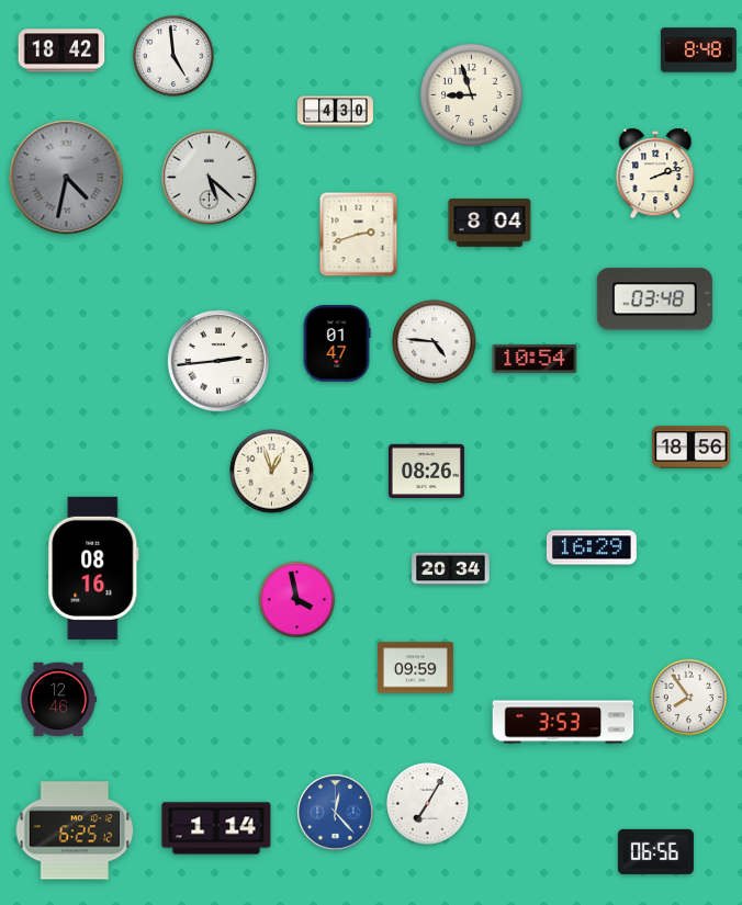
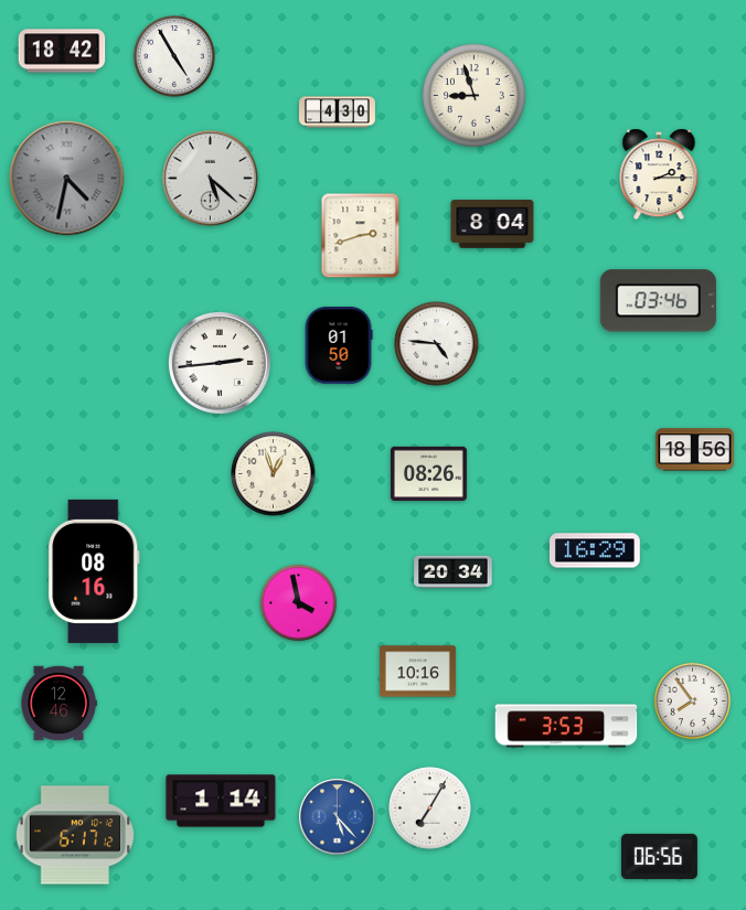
clock at (698, 50): 8:48 -> none
clock at (173, 56): 4:59 -> 4:55
clock at (655, 173): 2:12 -> 2:15
clock at (654, 299): 03:48 -> 03:46
clock at (337, 343): 01:47 -> 01:50
clock at (535, 359): 10:54 -> none
clock at (415, 668): 09:59 -> 10:16
clock at (336, 813): 12:23 -> 5:23
clock at (216, 828) position: (216, 828) -> (221, 801)
clock at (75, 830): 6:25 -> 6:17
